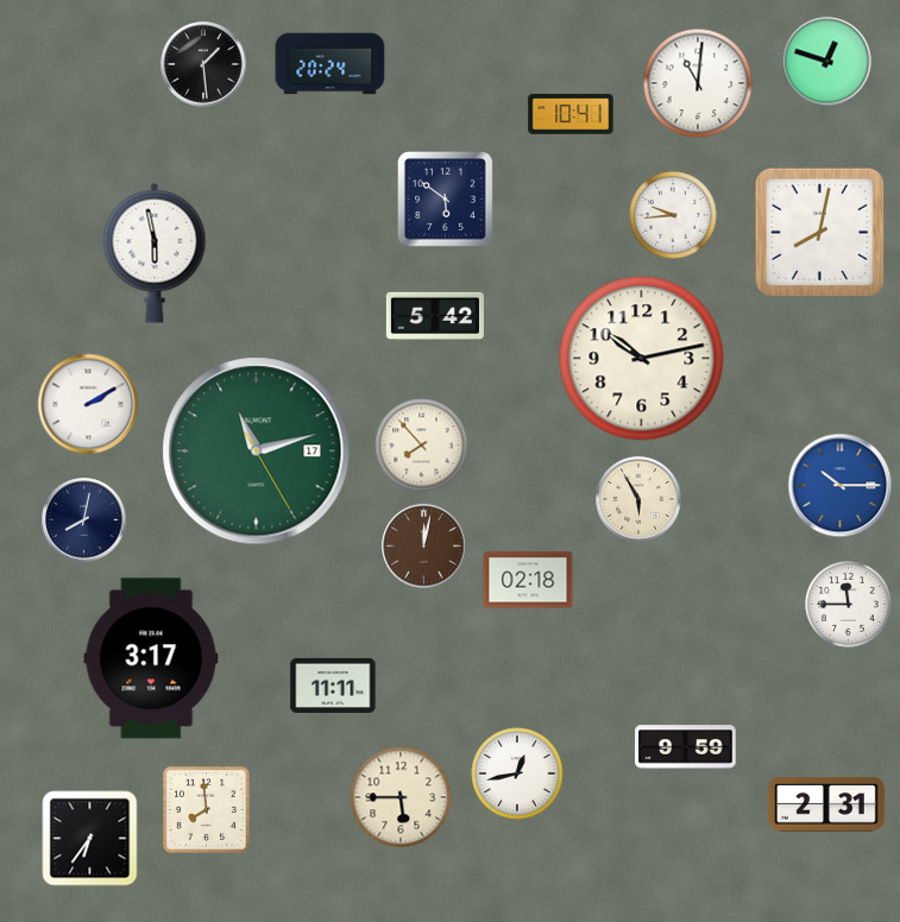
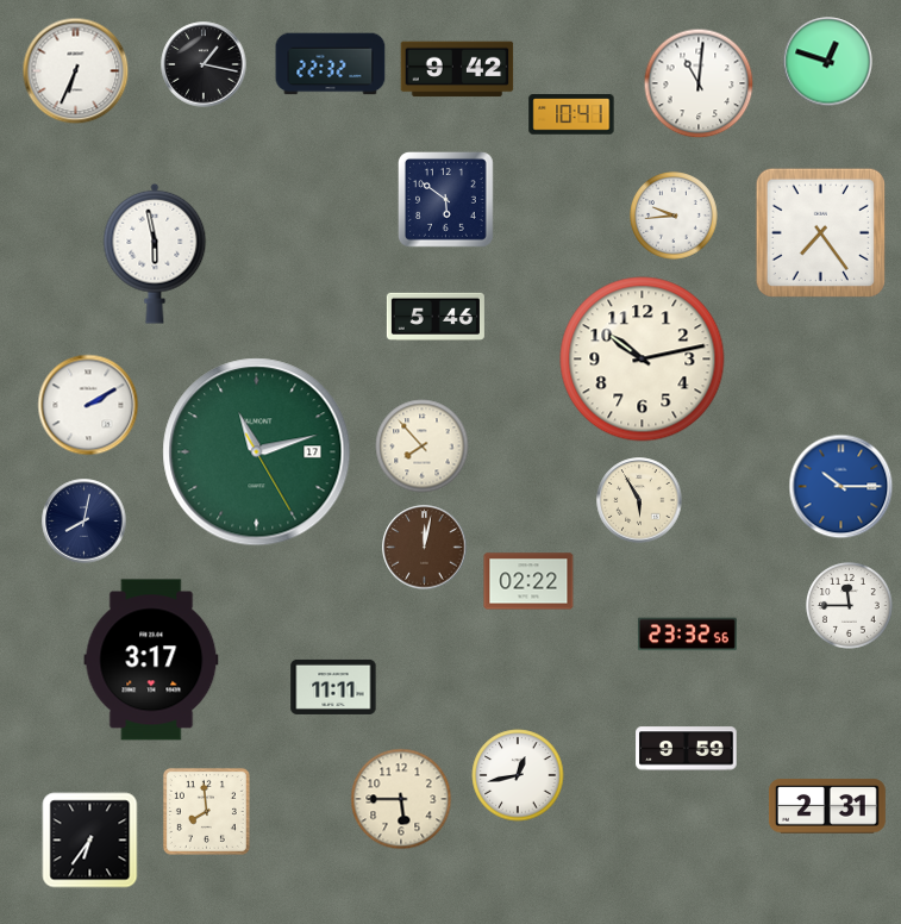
clock at (203, 64): 1:29 -> 1:17
clock at (331, 64): 20:24 -> 22:32
clock at (457, 69): none -> 9:42
clock at (76, 71): none -> 6:34
clock at (819, 232): 8:02 -> 7:24
clock at (435, 316): 5:42 -> 5:46
clock at (528, 580): 02:18 -> 02:22
clock at (687, 635): none -> 23:32
